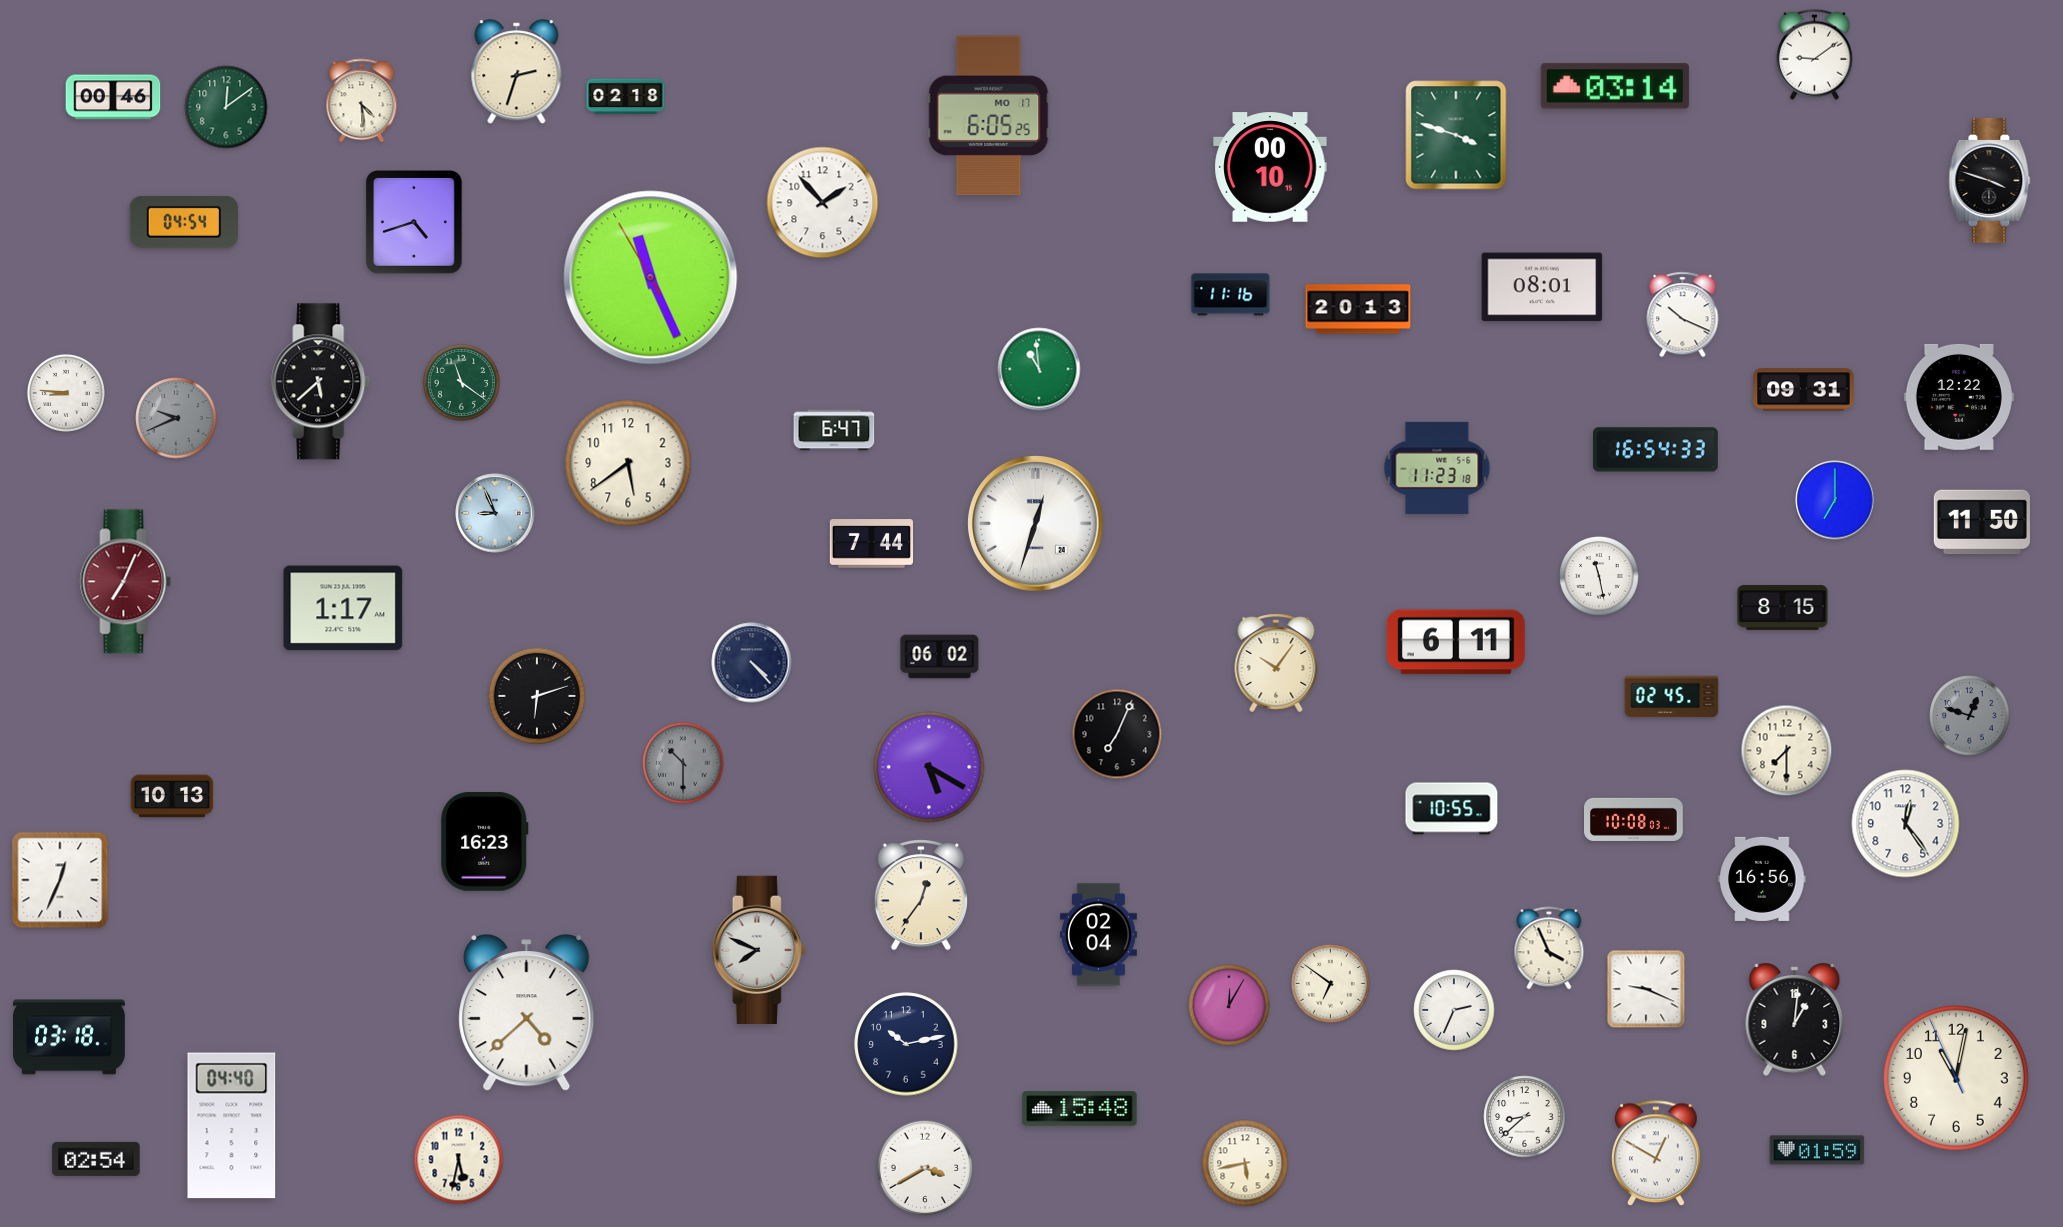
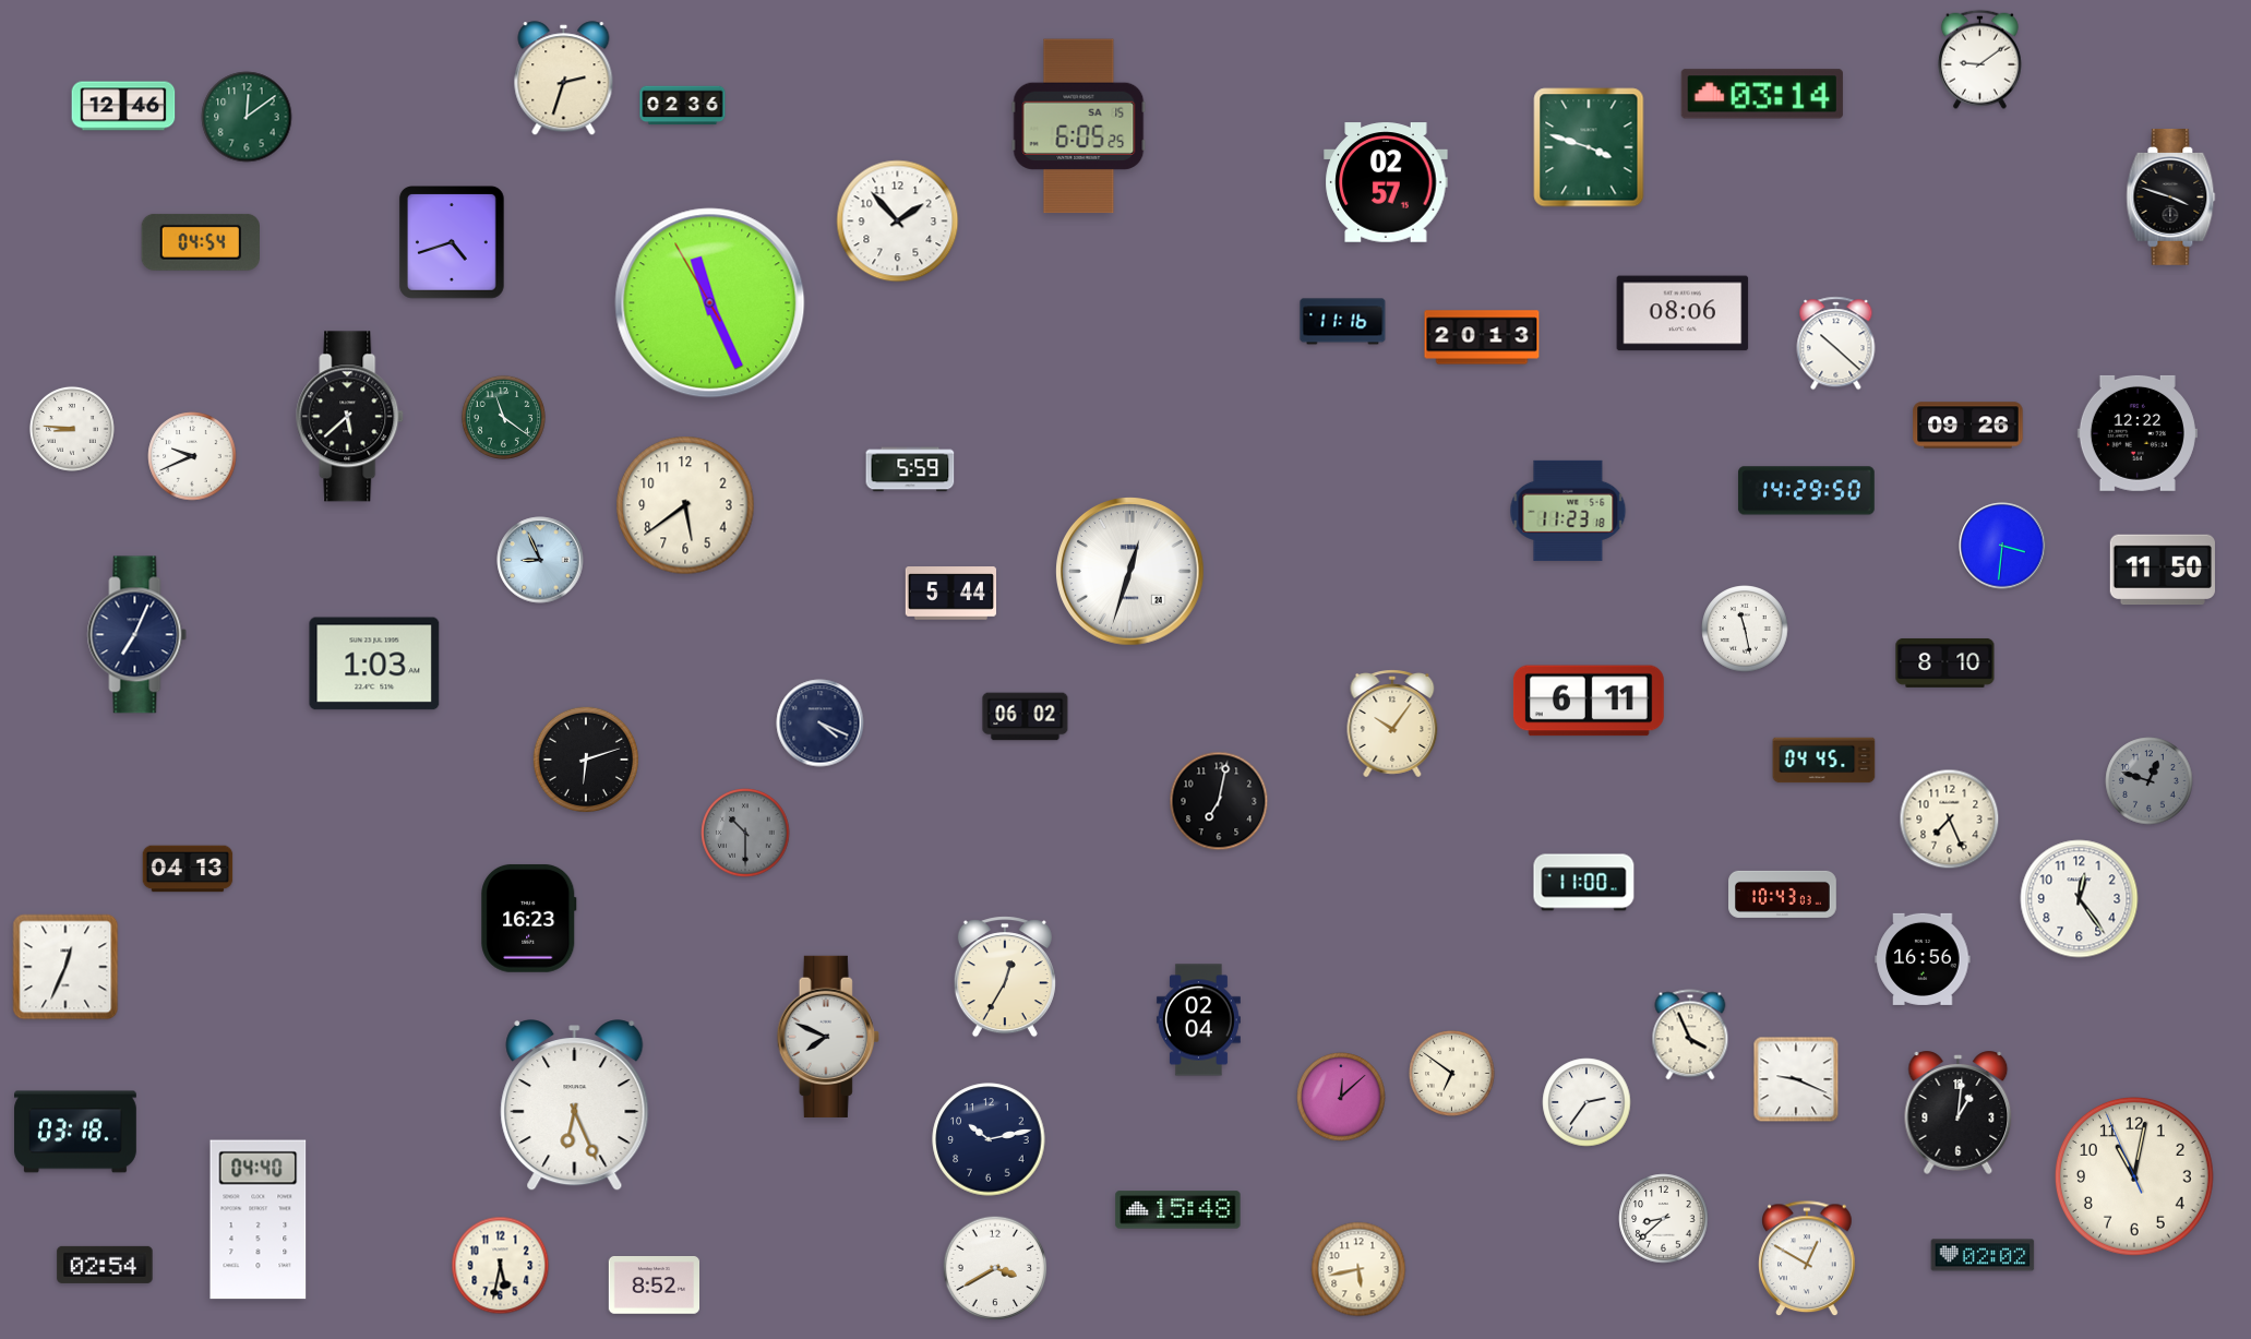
clock at (113, 97): 00:46 -> 12:46
clock at (626, 97): 02:18 -> 02:36
clock at (362, 101): 4:29 -> none
clock at (989, 116) date: MO 17 -> SA 15
clock at (1270, 167): 00:10 -> 02:57
clock at (1542, 287): 08:01 -> 08:06
clock at (1683, 315): 10:19 -> 10:22
clock at (1039, 369): 10:59 -> none
clock at (1804, 390): 09:31 -> 09:26
clock at (176, 418) dial: grey -> white
clock at (834, 430): 6:47 -> 5:59
clock at (1655, 450): 16:54 -> 14:29
clock at (1835, 500): 7:00 -> 3:31
clock at (871, 544): 7:44 -> 5:44
clock at (126, 582) dial: burgundy -> navy
clock at (1783, 607): 8:15 -> 8:10
clock at (343, 608): 1:17 -> 1:03
clock at (752, 663): 4:23 -> 4:19
clock at (1672, 697): 02:45 -> 04:45
clock at (1117, 734): 7:04 -> 7:02
clock at (1787, 751): 7:30 -> 7:26
clock at (929, 767): 5:20 -> none
clock at (172, 796): 10:13 -> 04:13
clock at (1452, 809): 10:55 -> 11:00
clock at (1634, 819): 10:08 -> 10:43
clock at (60, 880) position: (60, 880) -> (65, 967)
clock at (921, 895): 12:36 -> 12:35
clock at (1229, 1005): 12:05 -> 12:08
clock at (1454, 1010): 2:34 -> 2:36
clock at (527, 1014): 4:38 -> 6:26
clock at (232, 1126) position: (232, 1126) -> (259, 1220)
clock at (1817, 1150): 01:59 -> 02:02
clock at (925, 1168) position: (925, 1168) -> (995, 1268)
clock at (654, 1286): none -> 8:52
